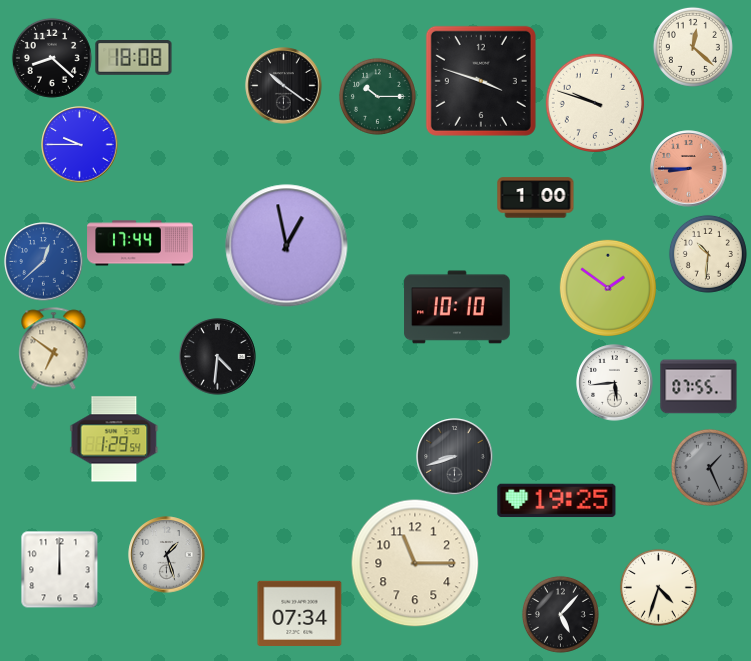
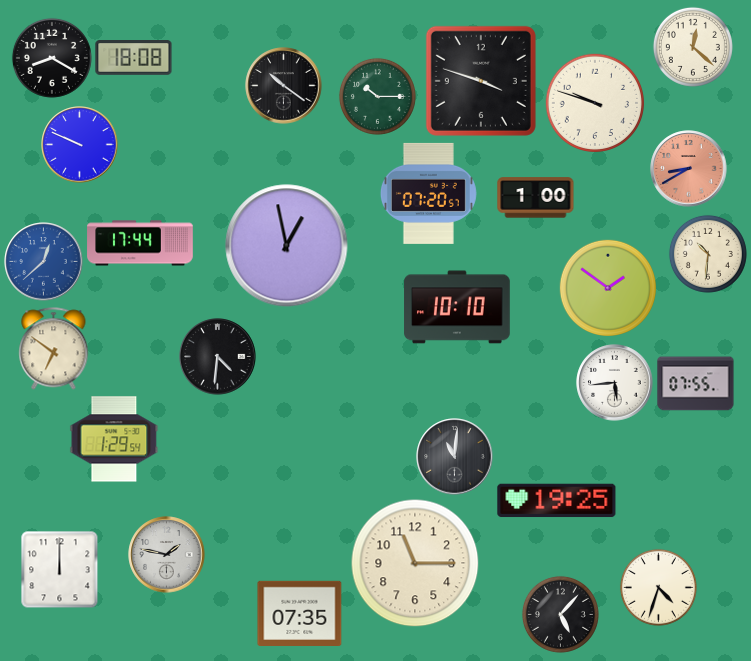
clock at (52, 58): 8:22 -> 8:20
clock at (80, 145): 9:45 -> 9:49
clock at (689, 169): 8:45 -> 8:40
clock at (428, 193): none -> 07:20
clock at (699, 387) position: (699, 387) -> (696, 384)
clock at (455, 457): 8:42 -> 11:01
clock at (709, 467): 1:26 -> none
clock at (167, 555): 1:27 -> 1:47
clock at (300, 613): 07:34 -> 07:35
